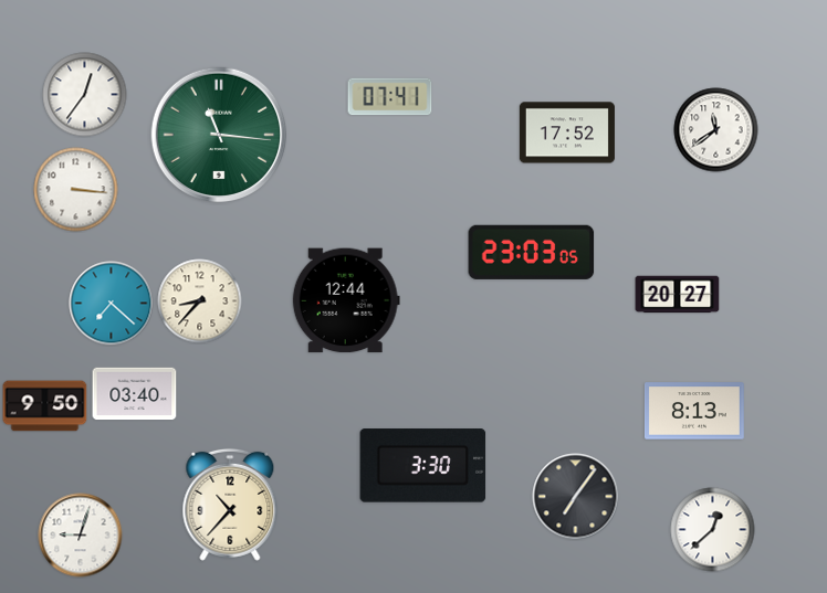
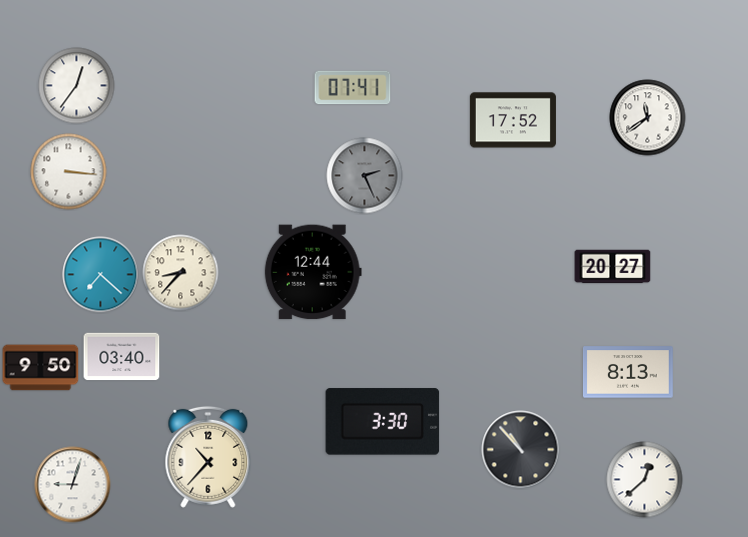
clock at (219, 135): 11:16 -> none
clock at (365, 176): none -> 2:26
clock at (532, 252): 23:03 -> none
clock at (576, 497): 7:06 -> 10:53
